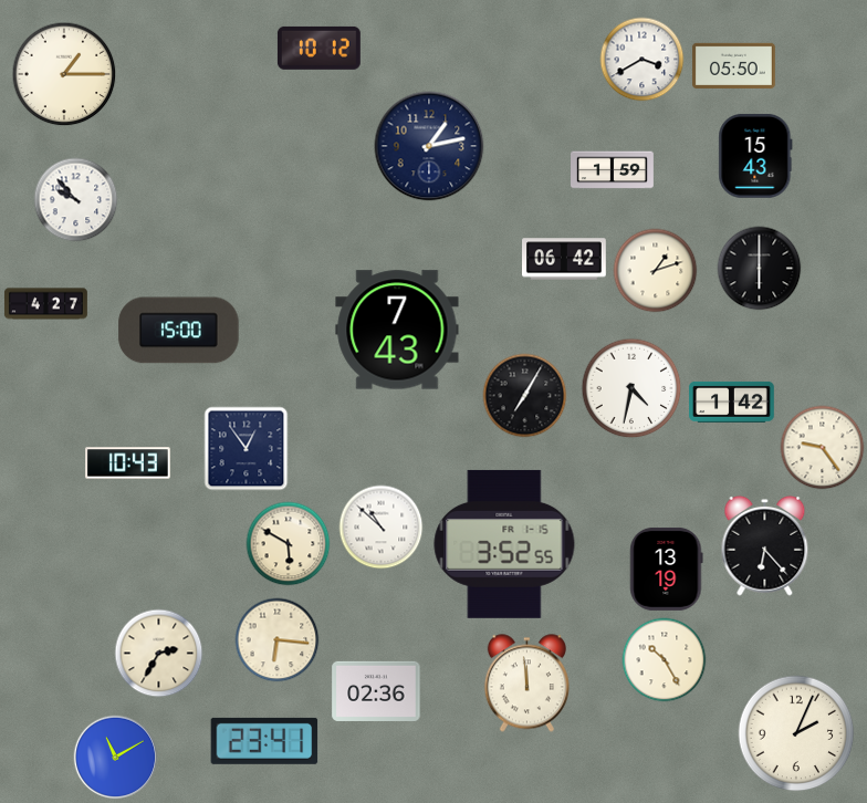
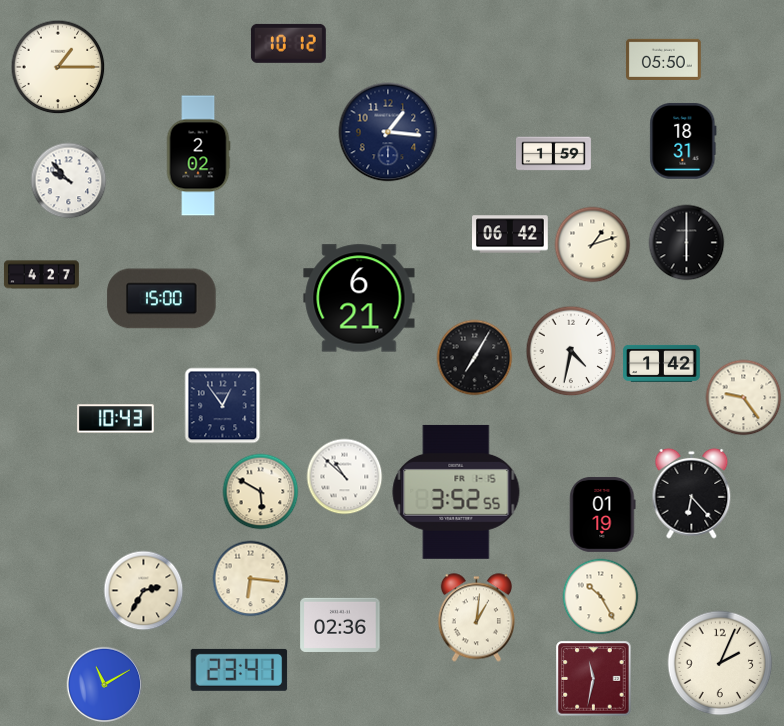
clock at (643, 60): 3:40 -> none
clock at (429, 146): 1:13 -> 1:16
clock at (755, 156): 15:43 -> 18:31
clock at (198, 156): none -> 2:02
clock at (397, 330): 7:43 -> 6:21
clock at (823, 448) position: (823, 448) -> (744, 398)
clock at (667, 569): 13:19 -> 01:19
clock at (526, 684): 11:59 -> 1:01
clock at (594, 679): none -> 11:32
